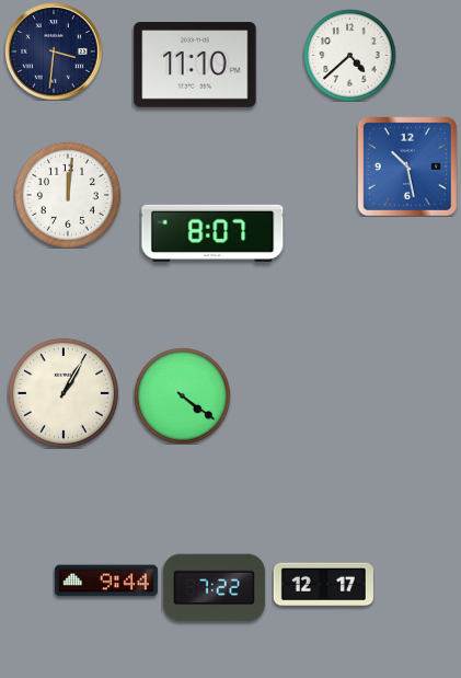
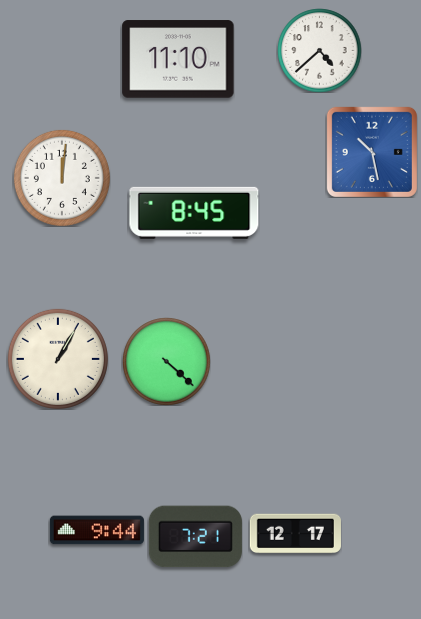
clock at (54, 51): 3:31 -> none
clock at (212, 233): 8:07 -> 8:45
clock at (182, 395): 4:21 -> 4:22
clock at (214, 588): 7:22 -> 7:21
